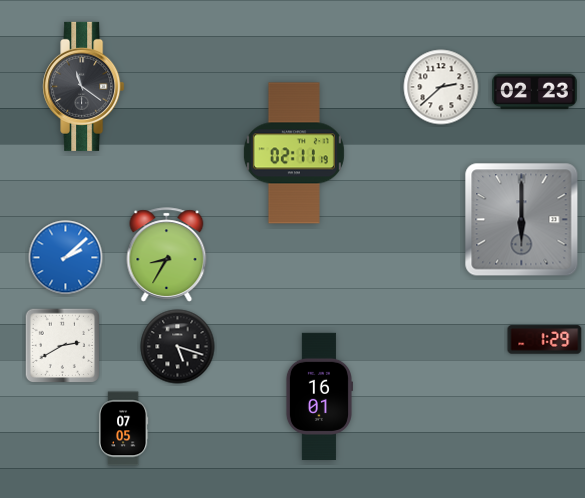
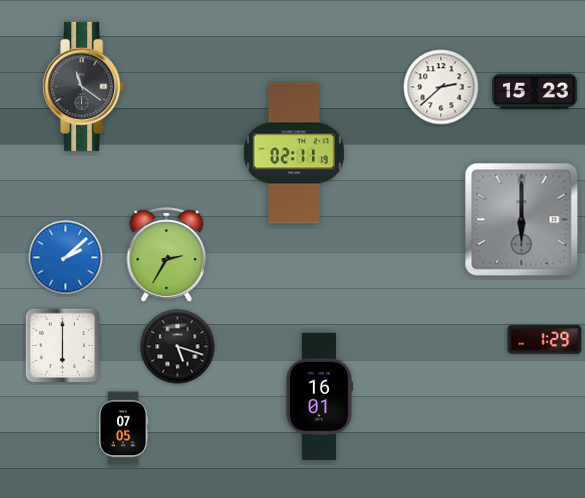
clock at (535, 92): 02:23 -> 15:23
clock at (167, 255): 8:35 -> 2:35
clock at (63, 346): 2:40 -> 6:00
